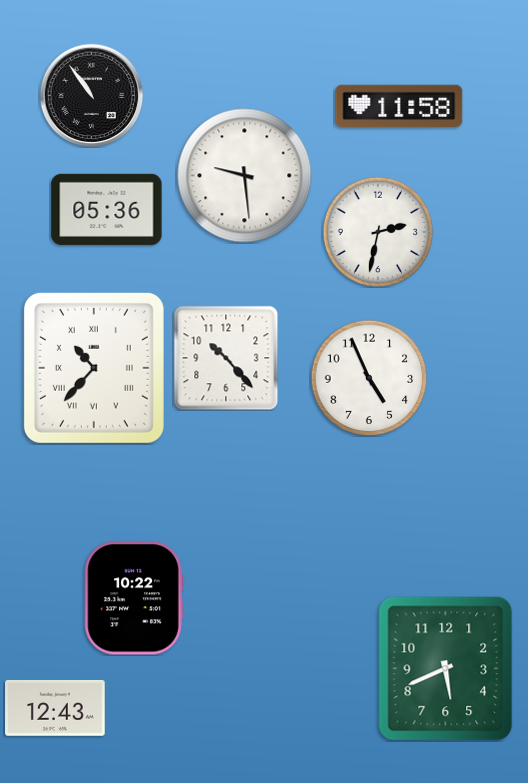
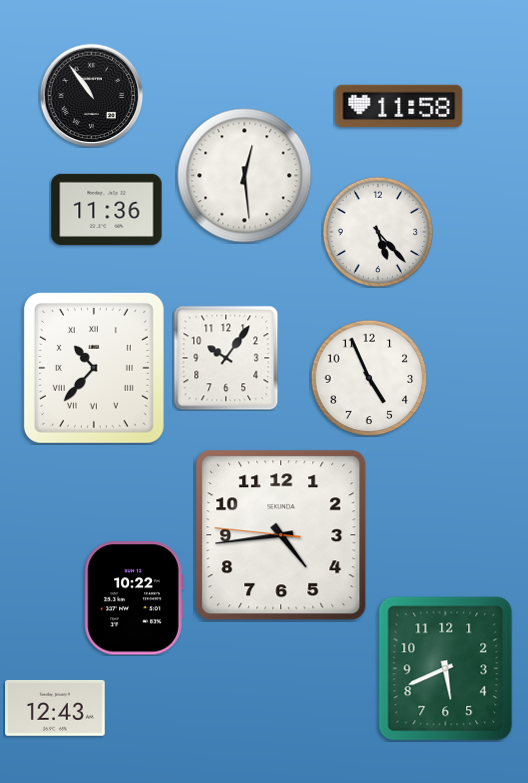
clock at (245, 176): 9:29 -> 12:29
clock at (107, 209): 05:36 -> 11:36
clock at (377, 231): 2:32 -> 5:23
clock at (226, 358): 10:23 -> 10:06
clock at (281, 535): none -> 4:43
